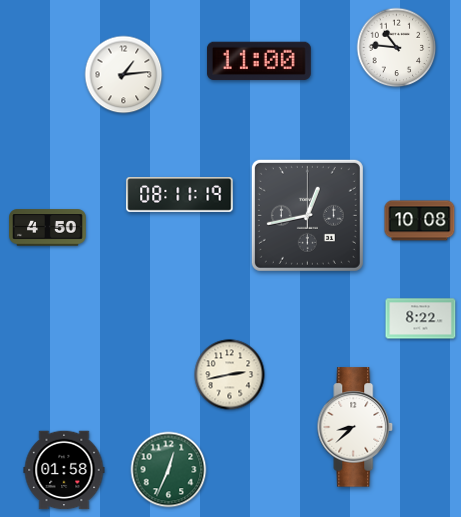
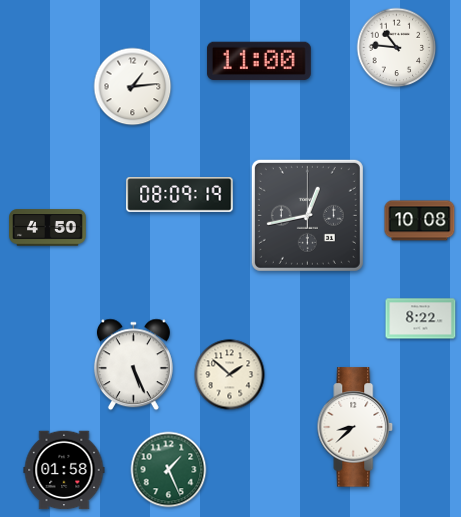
clock at (124, 75) position: (124, 75) -> (133, 87)
clock at (180, 195): 08:11 -> 08:09
clock at (133, 365): none -> 5:26
clock at (230, 375): 2:43 -> 1:52
clock at (169, 470): 12:34 -> 1:26
